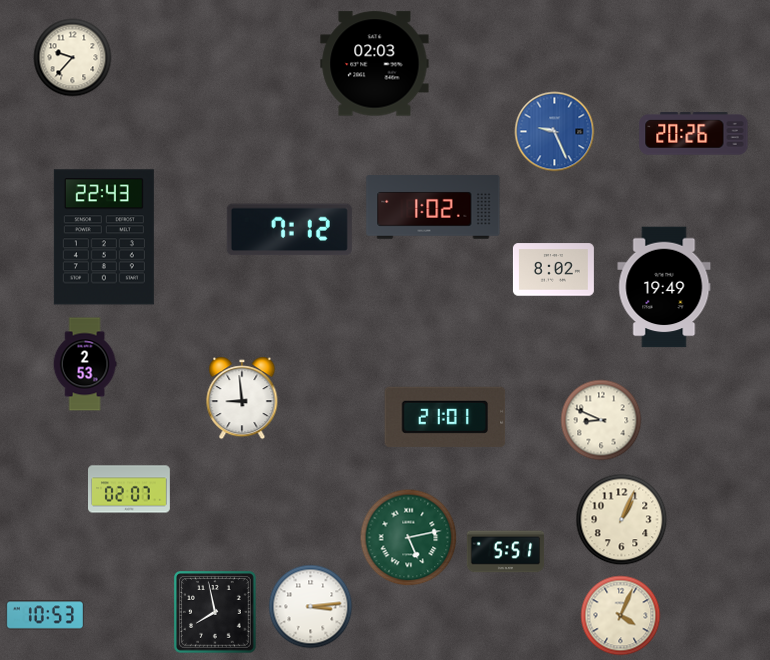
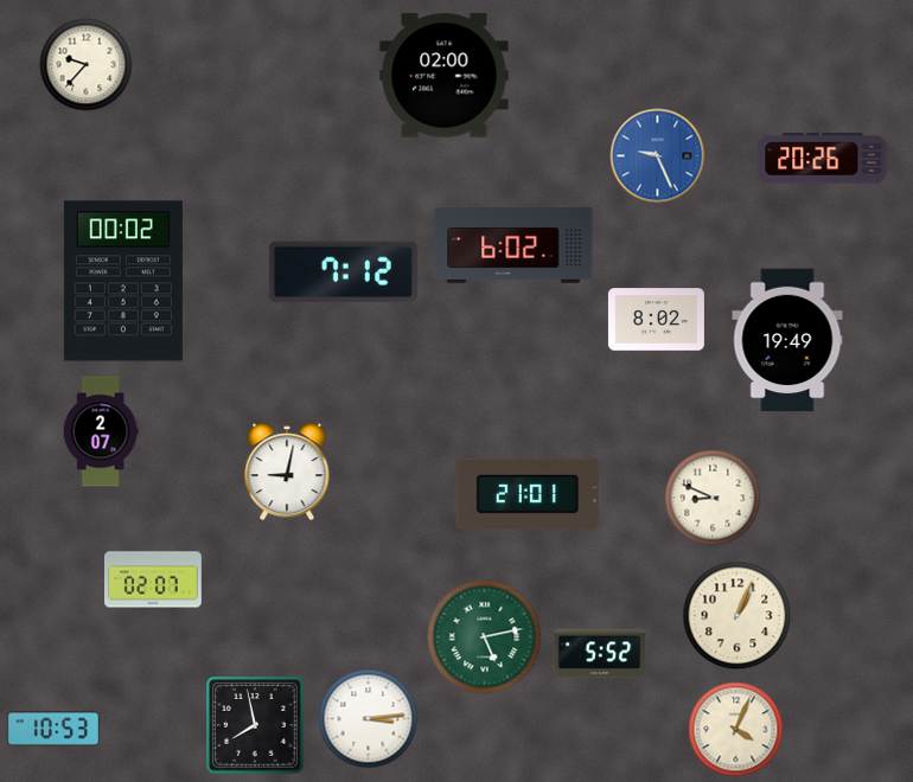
clock at (73, 58) position: (73, 58) -> (87, 65)
clock at (375, 64): 02:03 -> 02:00
clock at (433, 207): 1:02 -> 6:02
clock at (104, 237): 22:43 -> 00:02
clock at (85, 364): 2:53 -> 2:07
clock at (242, 398): 8:59 -> 9:02
clock at (506, 552): 5:51 -> 5:52
